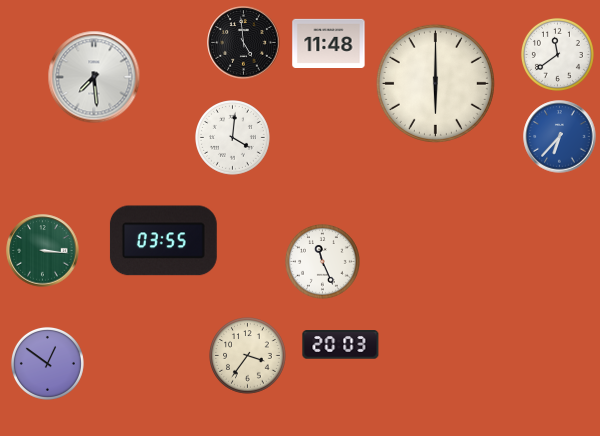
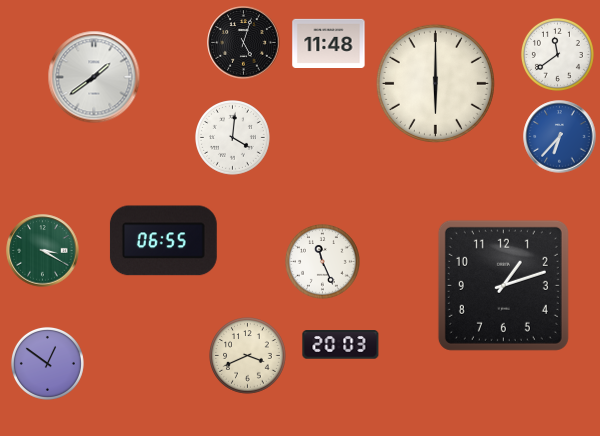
clock at (244, 43): 4:59 -> 5:03
clock at (94, 77): 7:29 -> 1:39
clock at (163, 241): 03:55 -> 06:55
clock at (43, 251): 3:16 -> 3:20
clock at (503, 285): none -> 1:12
clock at (248, 356): 3:36 -> 3:41
